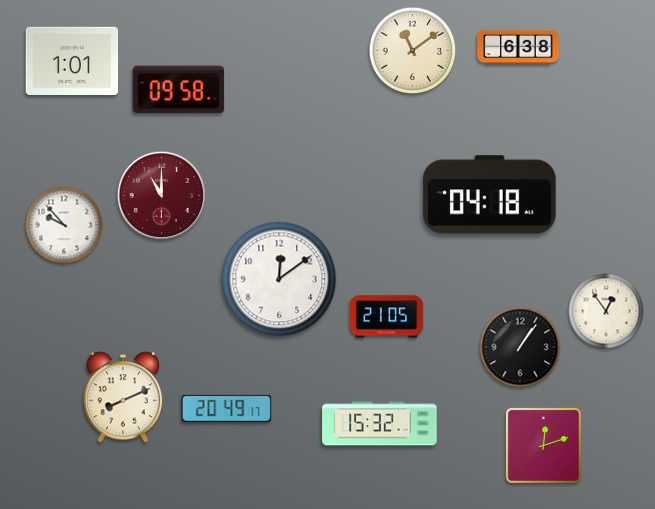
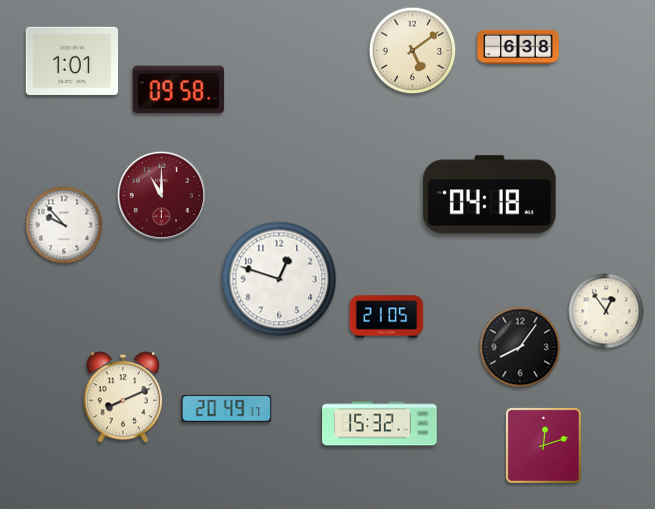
clock at (413, 51): 11:09 -> 5:09
clock at (279, 279): 12:09 -> 12:48
clock at (520, 347): 1:06 -> 8:06
